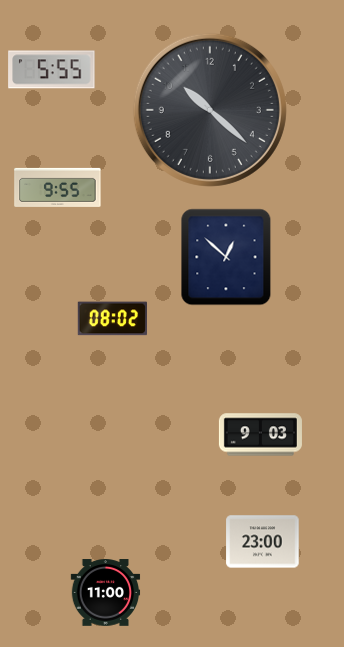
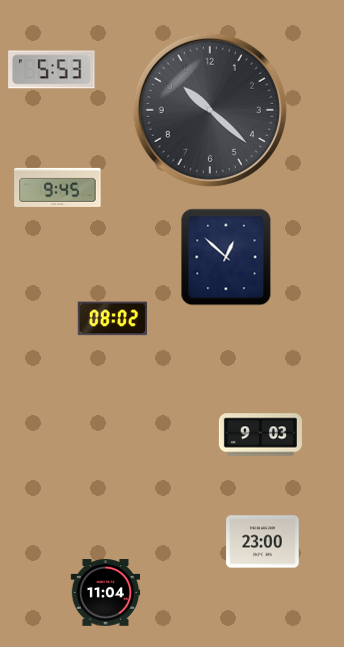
clock at (52, 70): 5:55 -> 5:53
clock at (58, 187): 9:55 -> 9:45
clock at (106, 593): 11:00 -> 11:04
